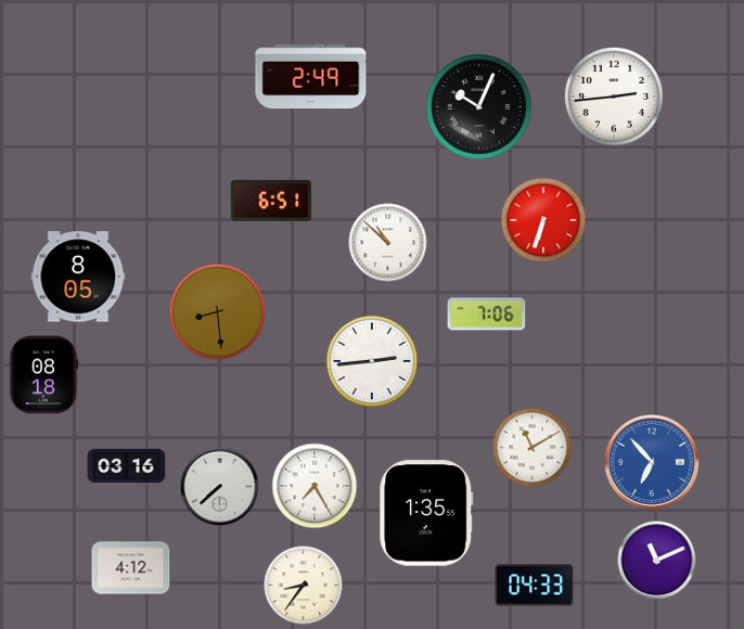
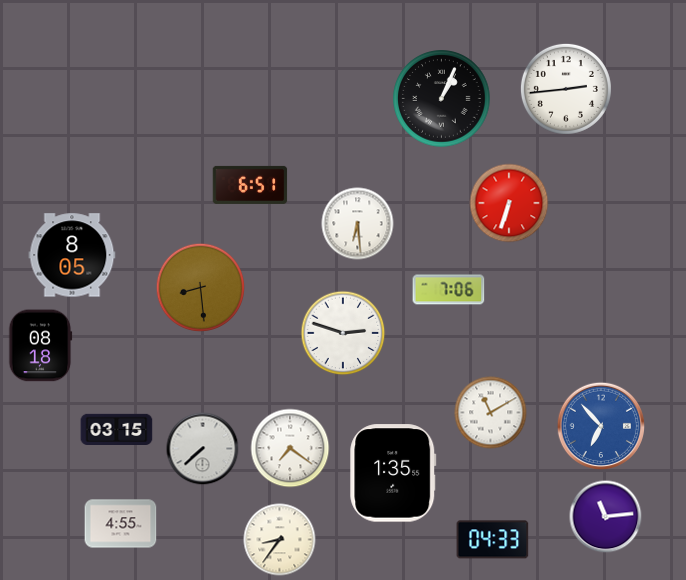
clock at (311, 77): 2:49 -> none
clock at (479, 107): 10:04 -> 1:04
clock at (543, 220) position: (543, 220) -> (509, 203)
clock at (388, 243): 10:52 -> 6:29
clock at (372, 361): 2:44 -> 2:48
clock at (127, 466): 03:16 -> 03:15
clock at (315, 486): 7:25 -> 7:21
clock at (657, 561): 11:11 -> 11:14
clock at (131, 568): 4:12 -> 4:55
